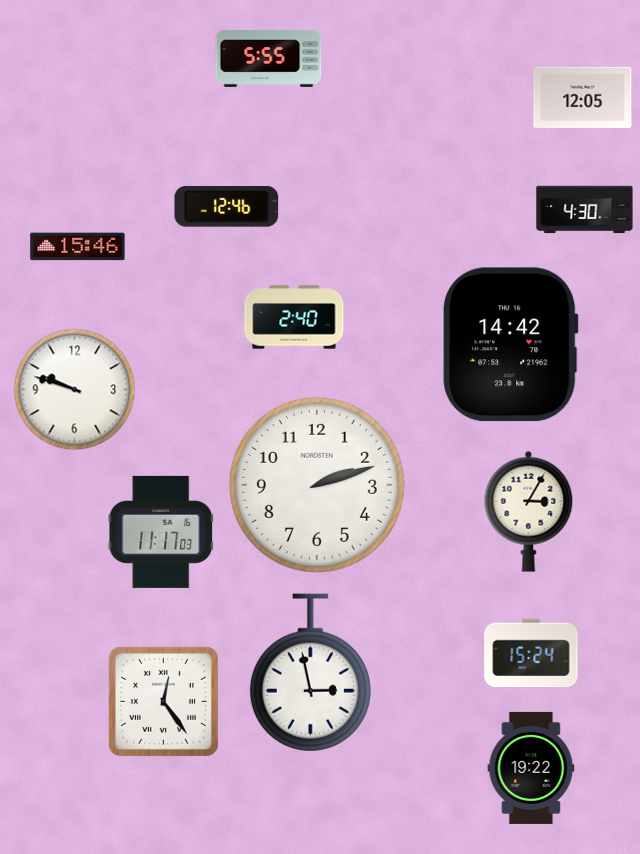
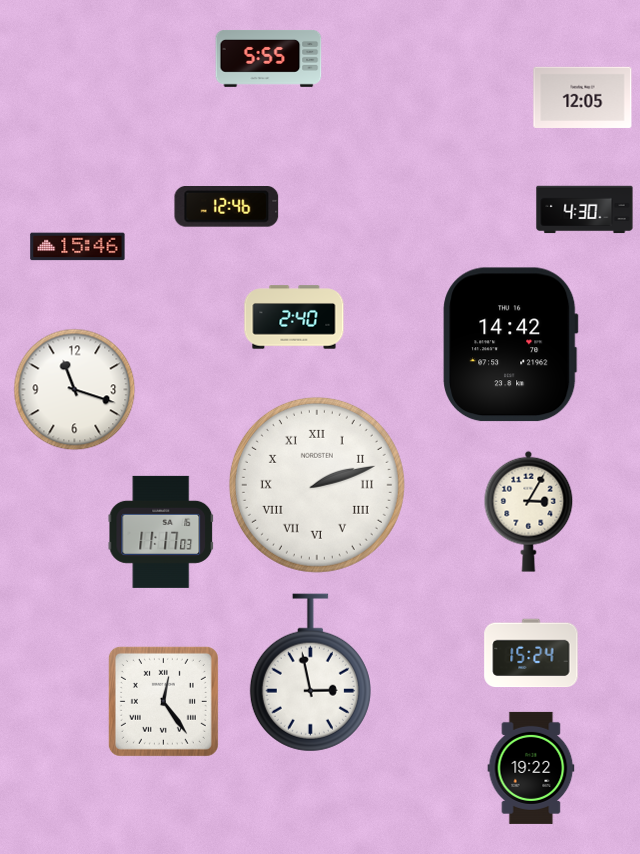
clock at (75, 390): 9:48 -> 11:18
clock at (317, 485) numerals: Arabic -> Roman
